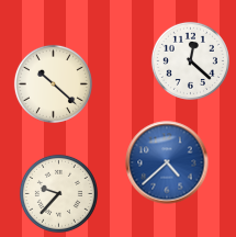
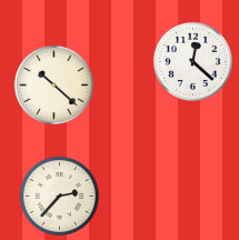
clock at (167, 162): 4:38 -> none
clock at (58, 193): 9:37 -> 2:37
